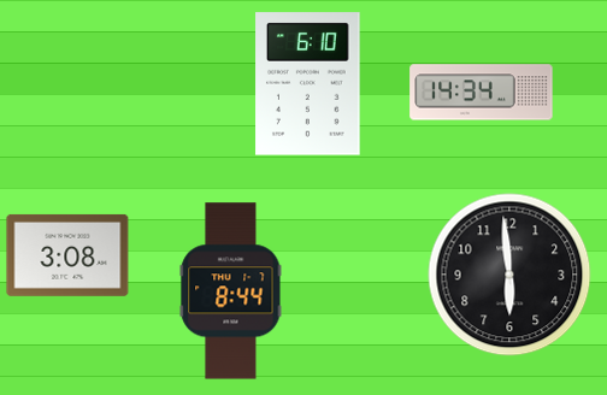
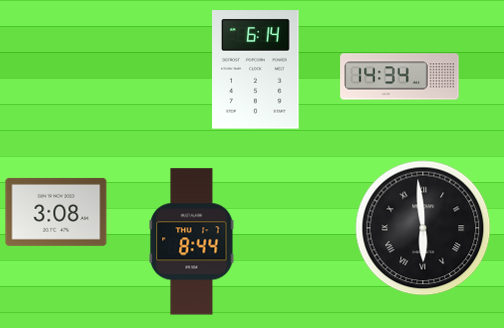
clock at (308, 84): 6:10 -> 6:14
clock at (509, 275) numerals: Arabic -> Roman
